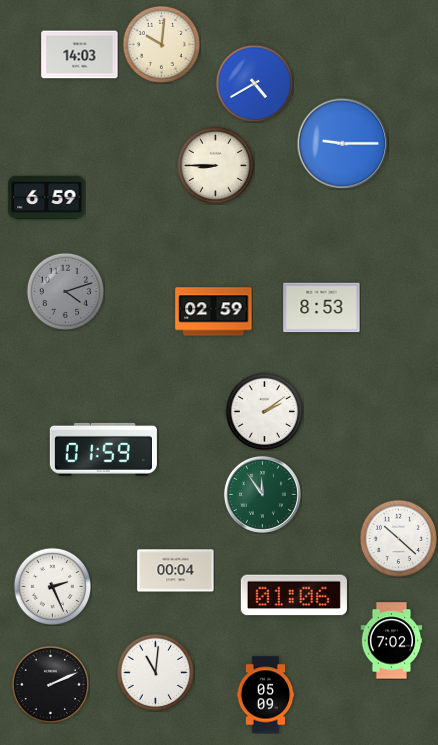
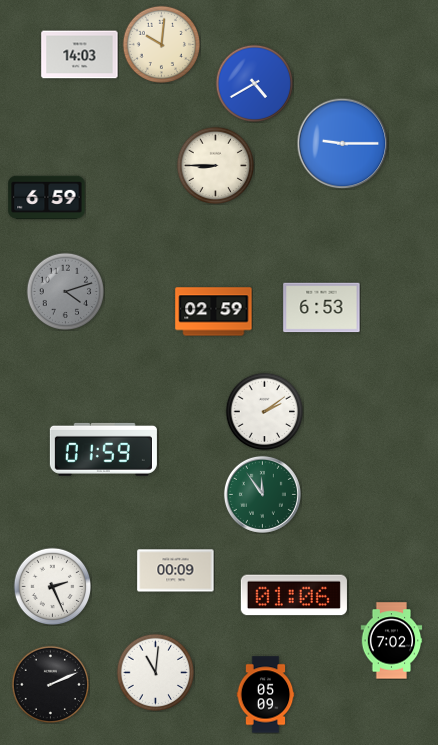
clock at (322, 308): 8:53 -> 6:53
clock at (398, 538): 10:22 -> none
clock at (176, 571): 00:04 -> 00:09
